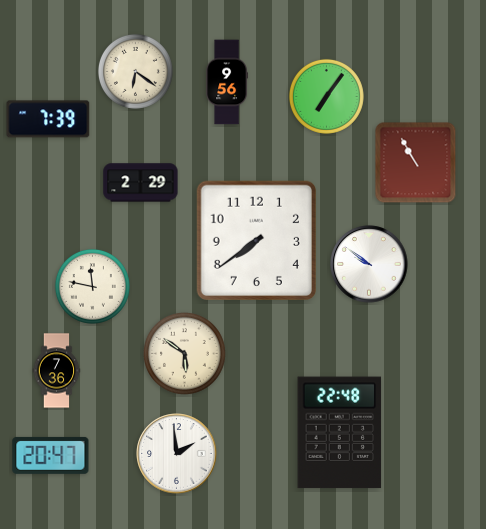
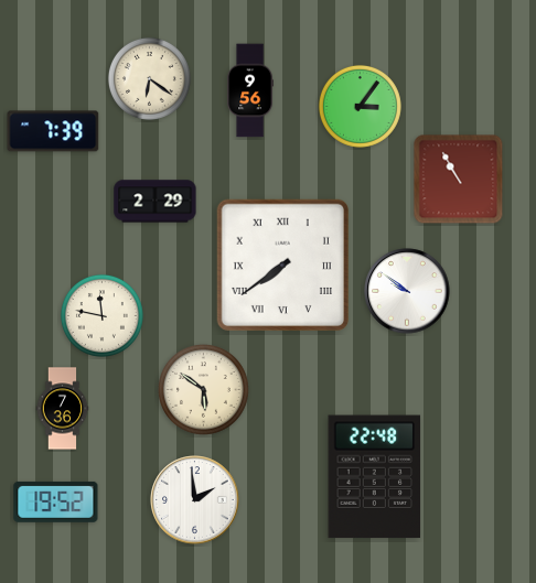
clock at (326, 96): 7:06 -> 3:06
clock at (256, 240) numerals: Arabic -> Roman
clock at (51, 455): 20:47 -> 19:52
